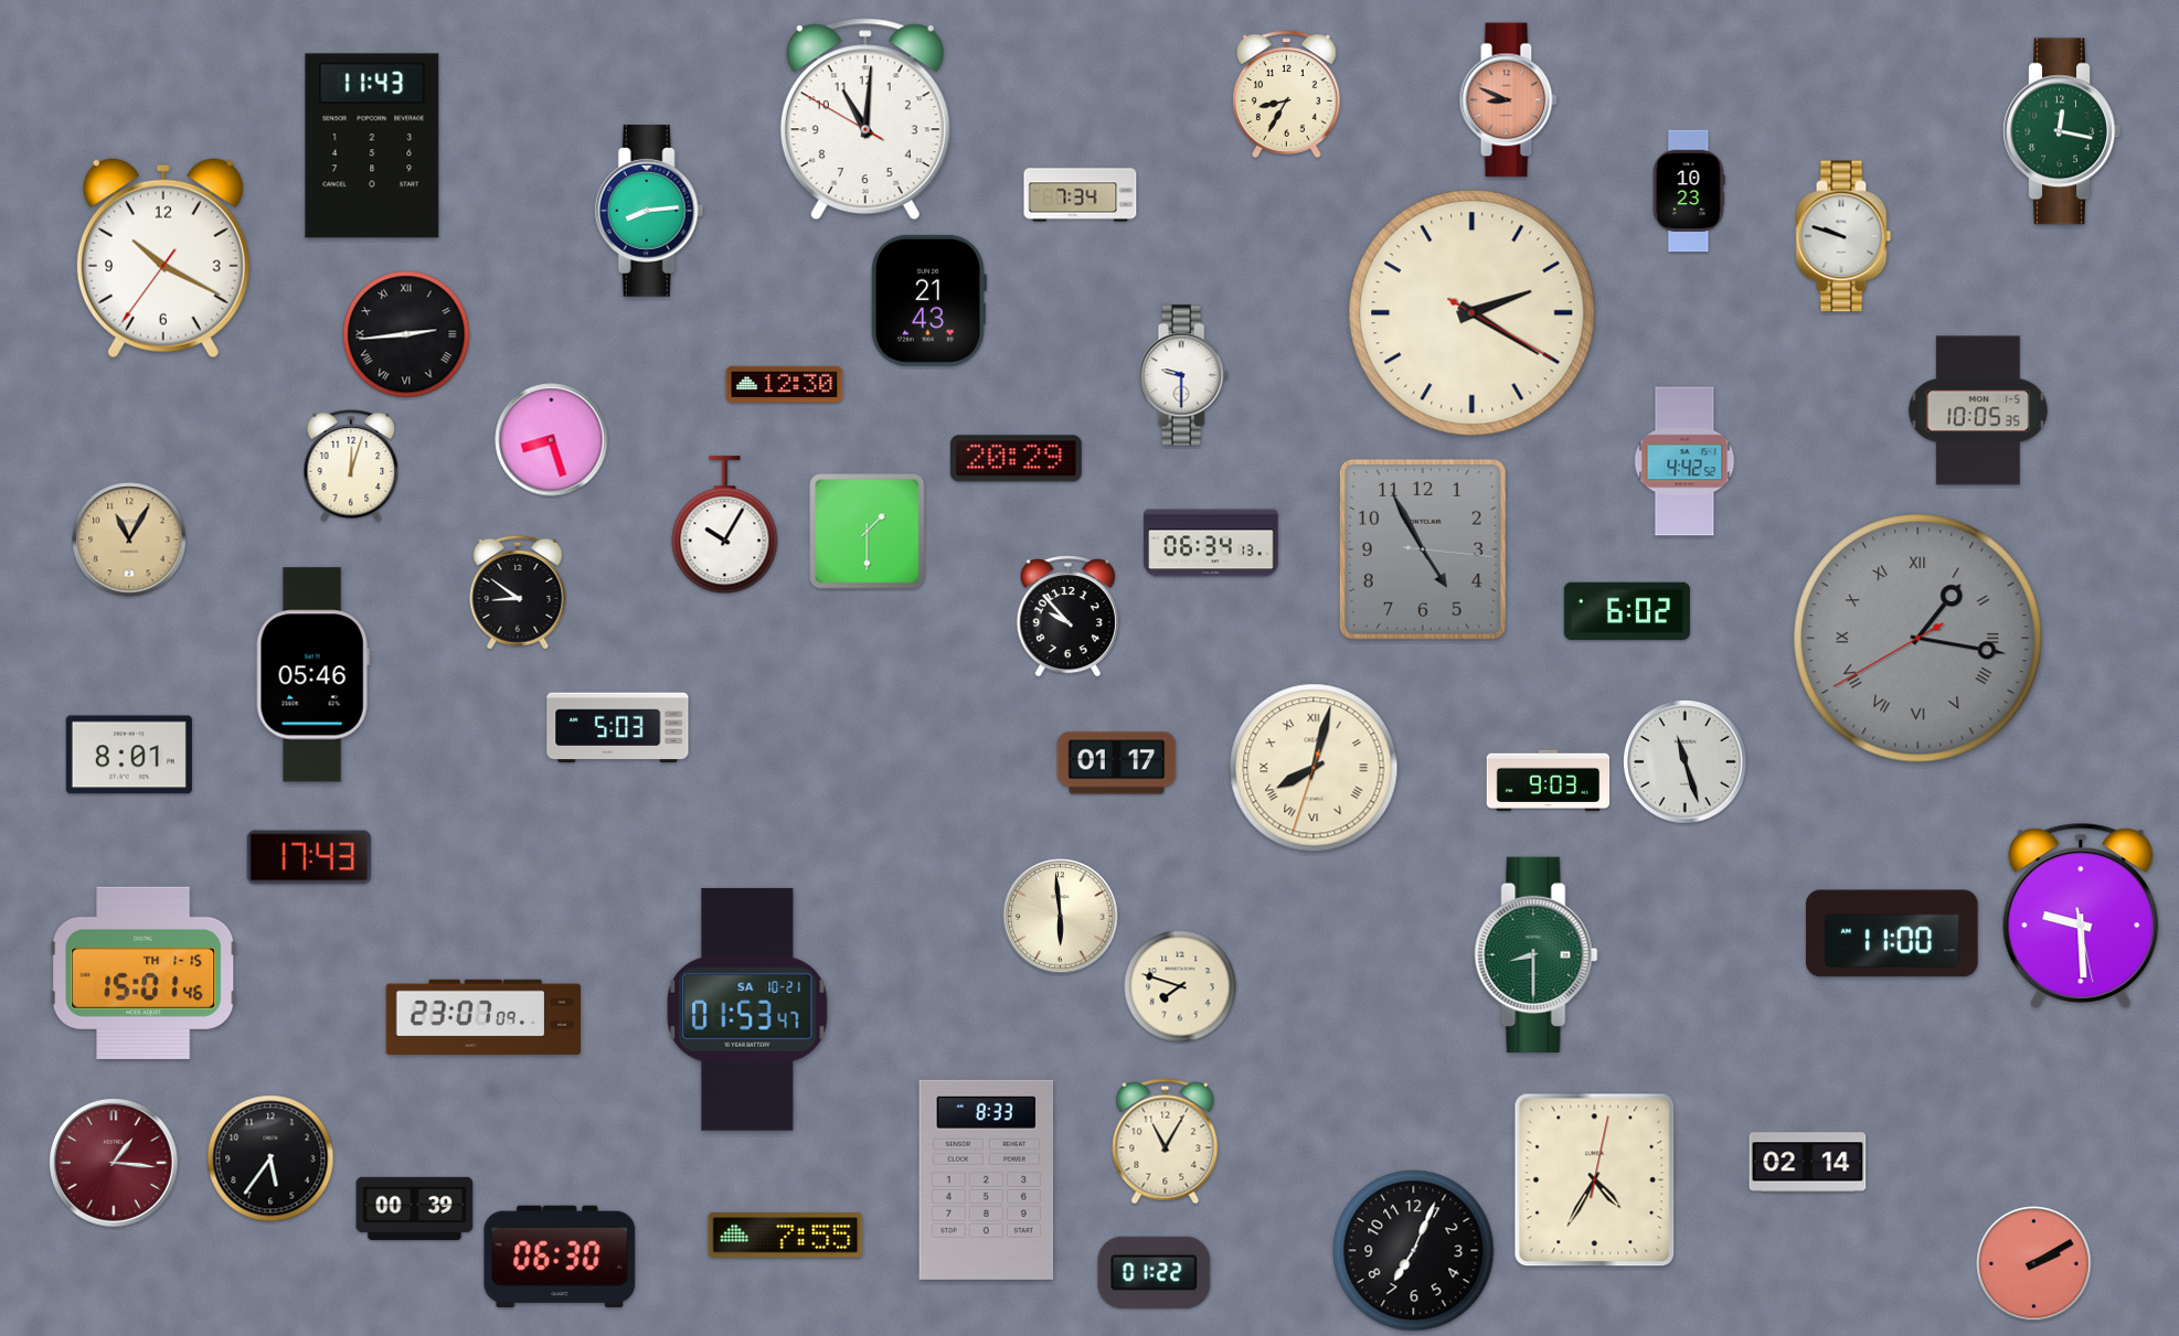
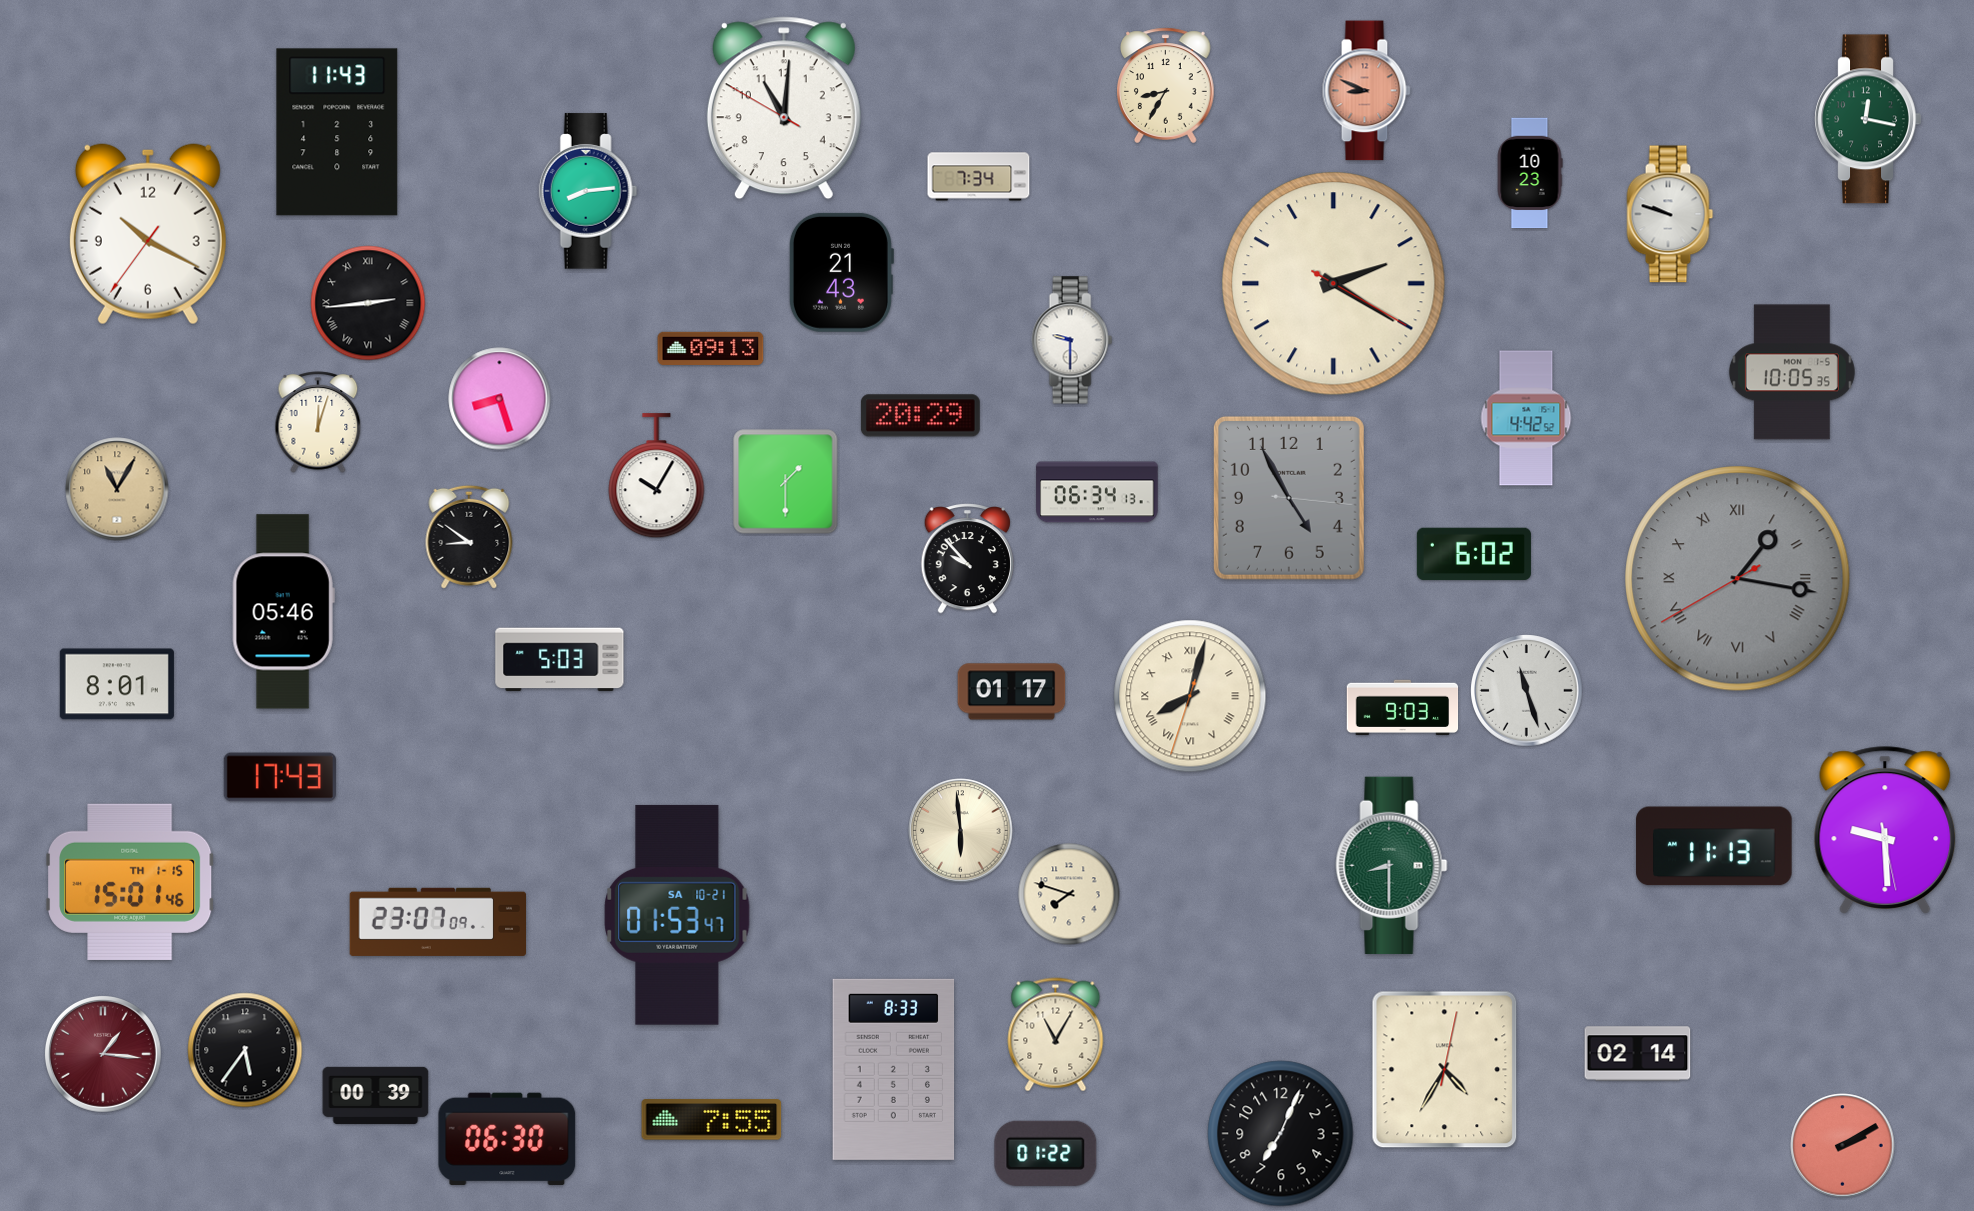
clock at (785, 384): 12:30 -> 09:13
clock at (1892, 933): 11:00 -> 11:13
